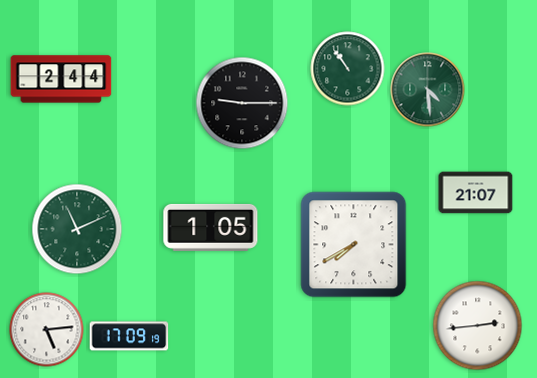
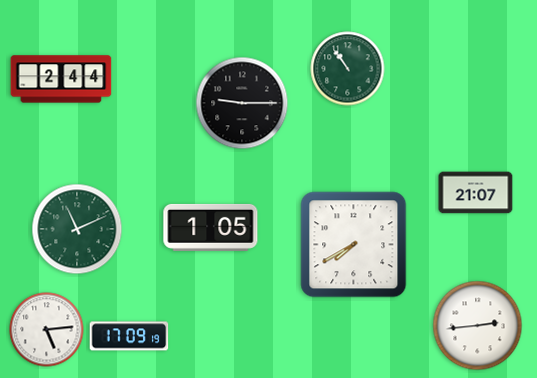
clock at (428, 90): 4:29 -> none
